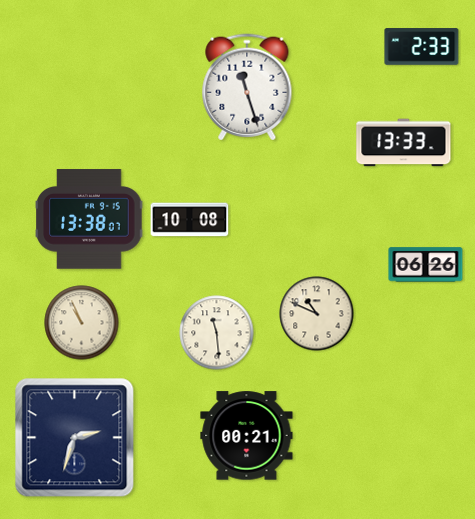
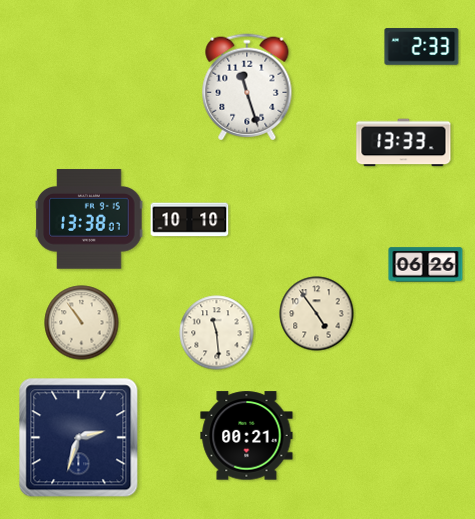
clock at (190, 220): 10:08 -> 10:10
clock at (317, 314): 10:49 -> 4:54
clock at (82, 323): 10:56 -> 10:54
clock at (75, 438) position: (75, 438) -> (79, 438)
